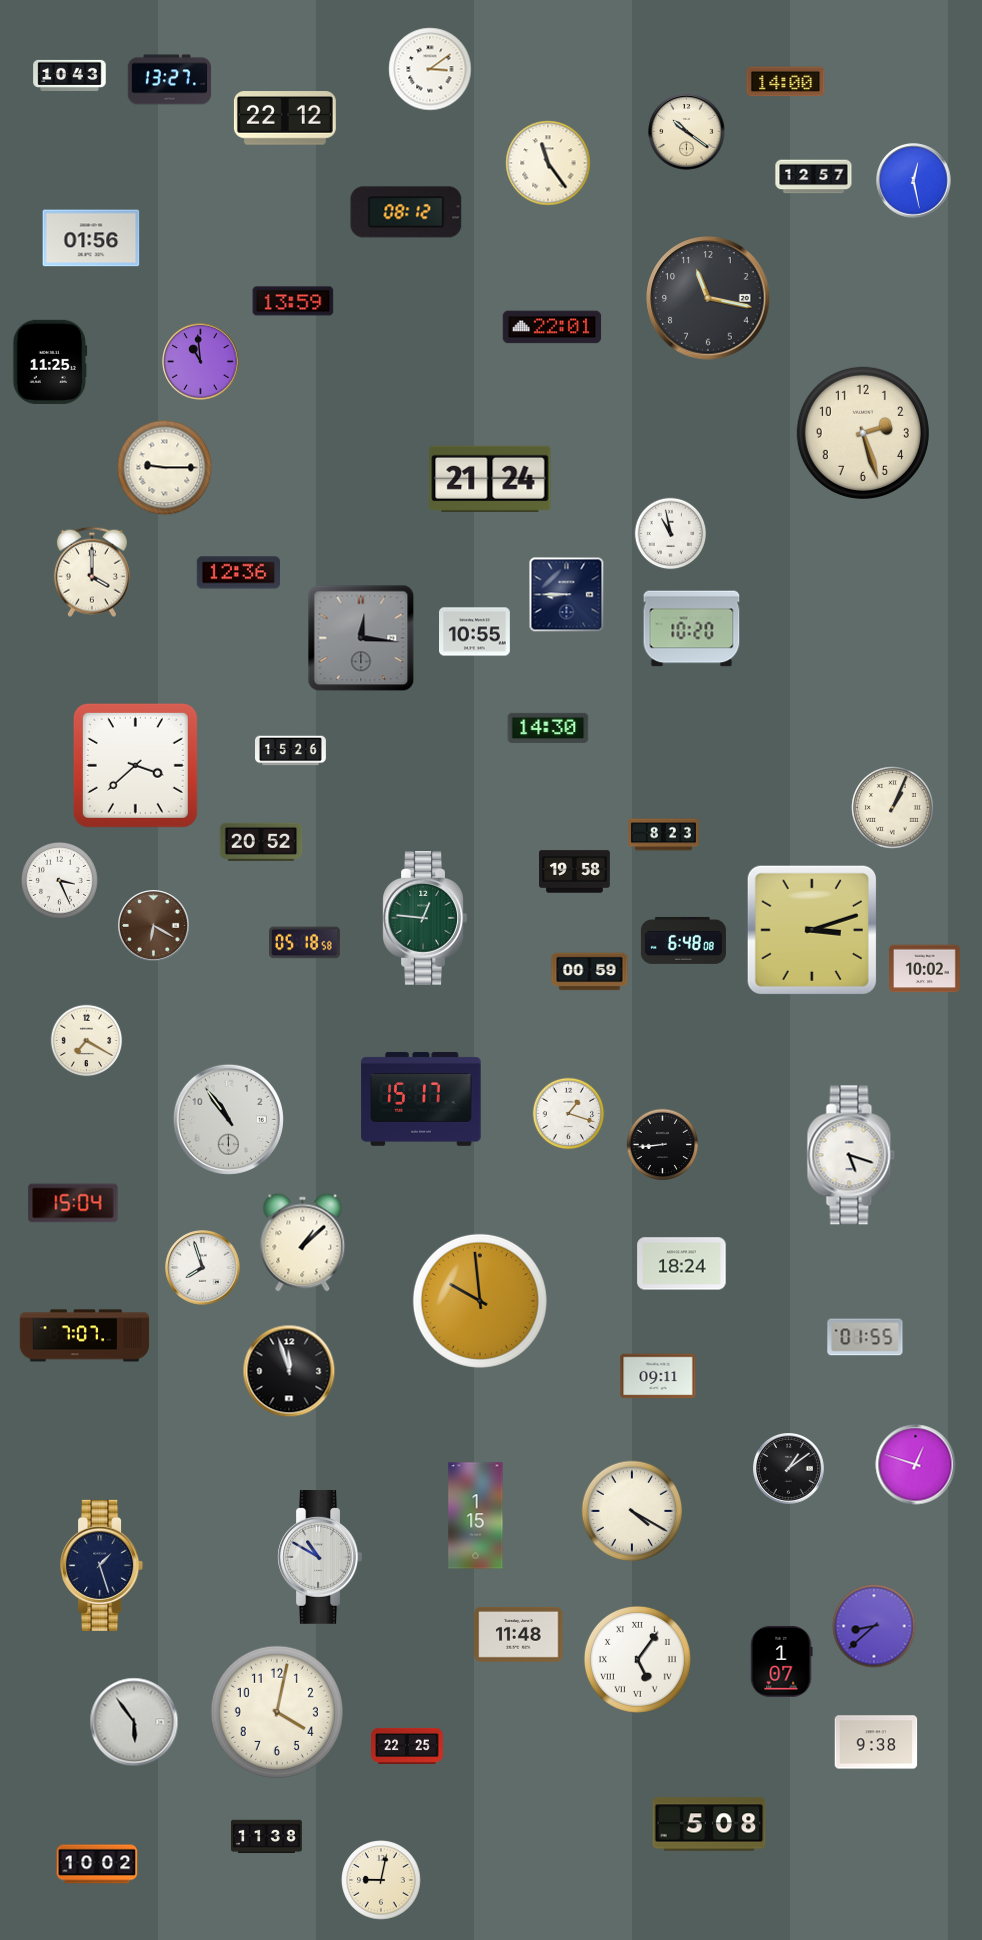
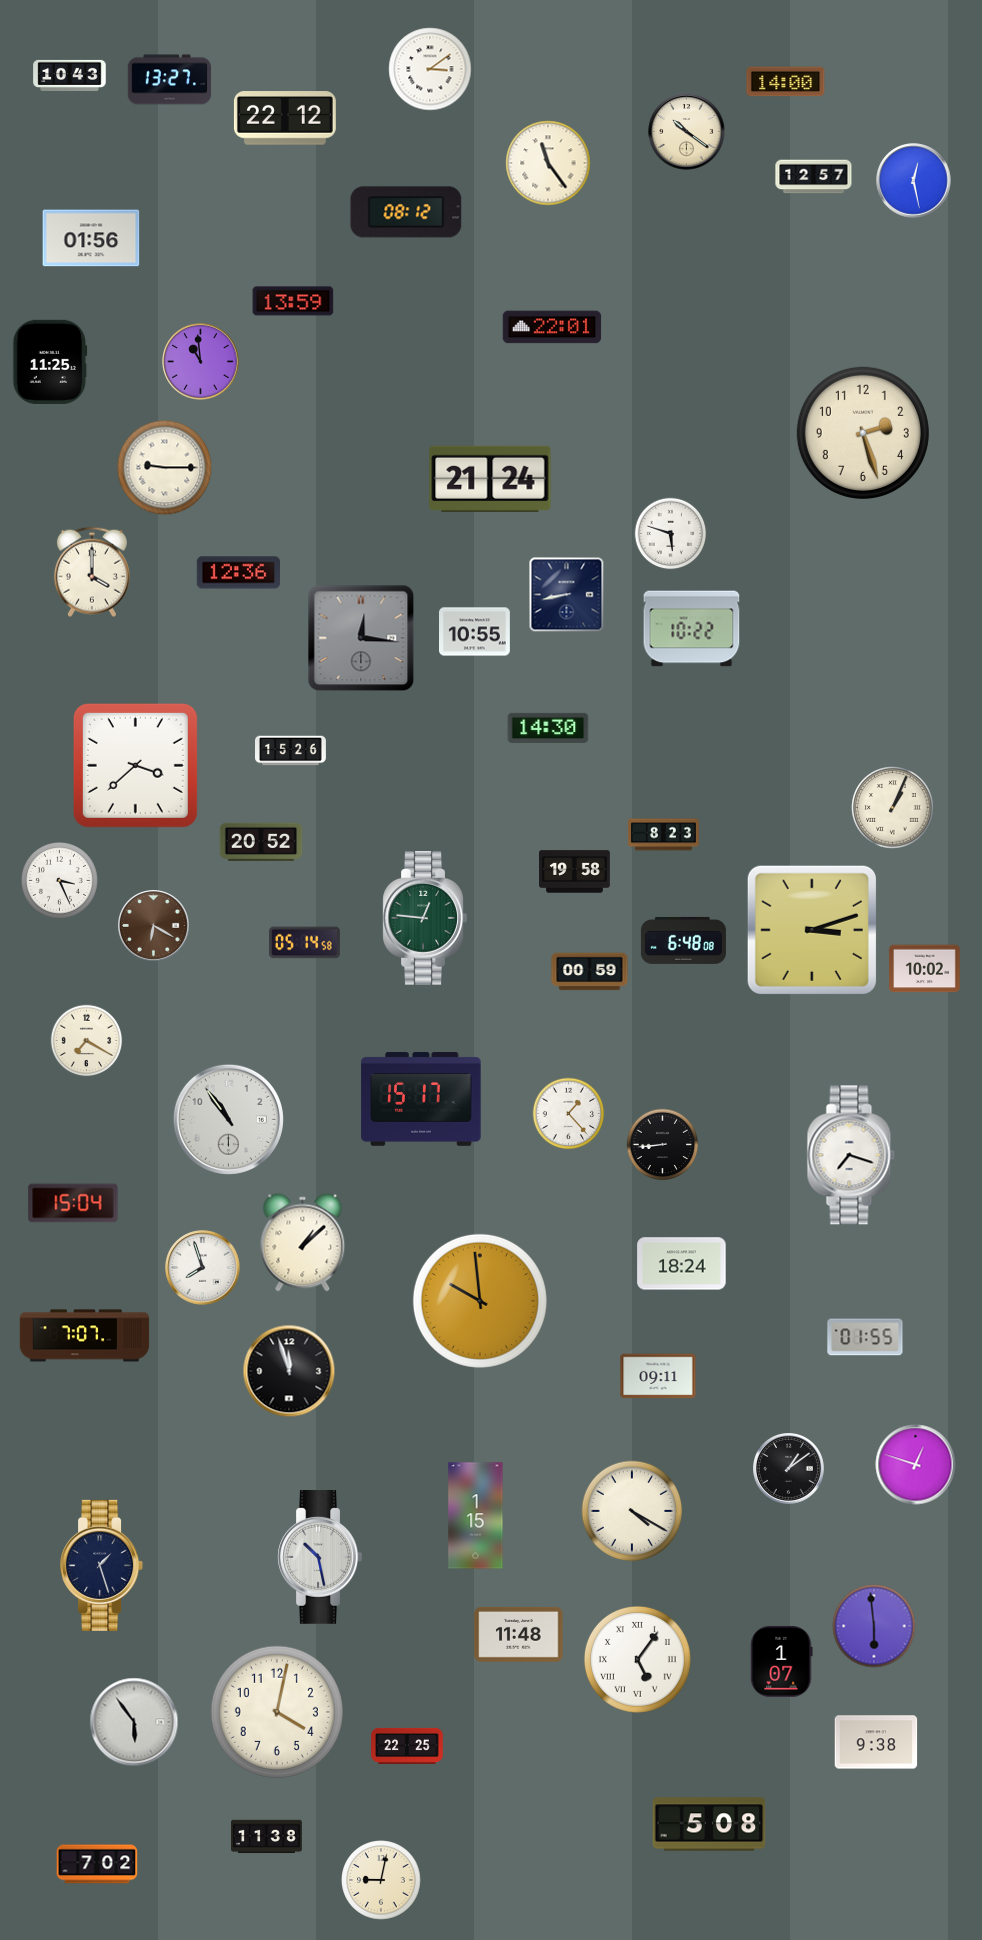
clock at (708, 298): 11:17 -> none
clock at (671, 534): 10:58 -> 5:48
clock at (567, 595): 8:45 -> 8:43
clock at (692, 629): 10:20 -> 10:22
clock at (305, 943): 05:18 -> 05:14
clock at (569, 1114): 1:18 -> 1:23
clock at (851, 1155): 5:18 -> 7:18
clock at (320, 1558): 10:50 -> 10:28
clock at (874, 1626): 8:38 -> 5:59
clock at (97, 1864): 10:02 -> 7:02
